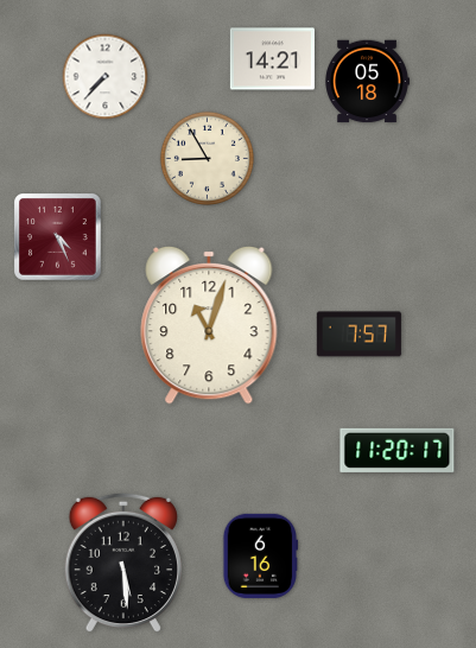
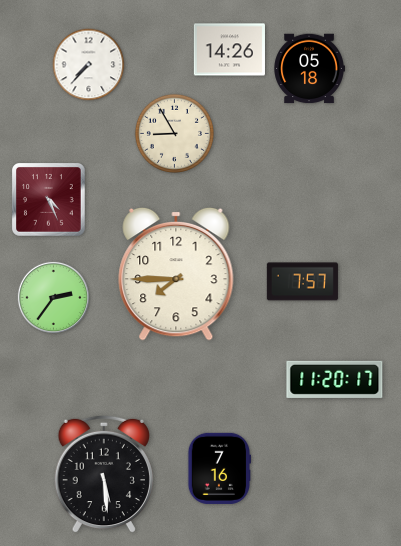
clock at (272, 59): 14:21 -> 14:26
clock at (209, 325): 11:03 -> 7:45
clock at (53, 297): none -> 2:36
clock at (261, 555): 6:16 -> 7:16
